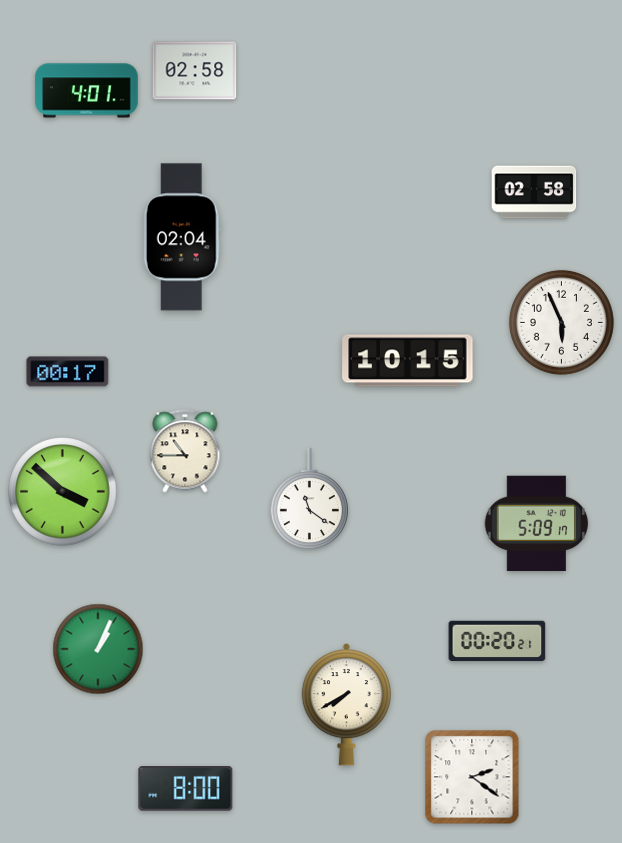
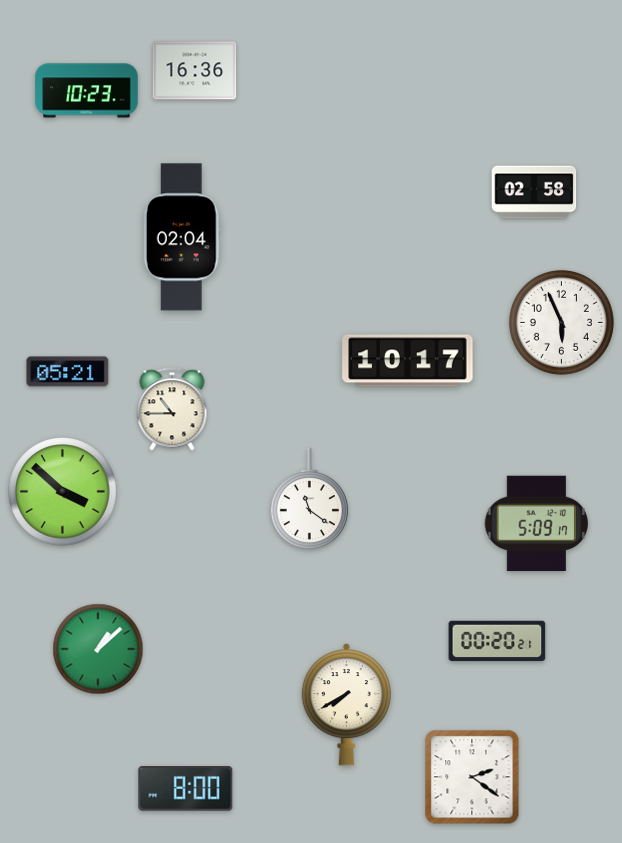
clock at (195, 71): 02:58 -> 16:36
clock at (87, 91): 4:01 -> 10:23
clock at (408, 361): 10:15 -> 10:17
clock at (68, 372): 00:17 -> 05:21
clock at (185, 451) position: (185, 451) -> (172, 409)
clock at (98, 649): 1:04 -> 1:08
